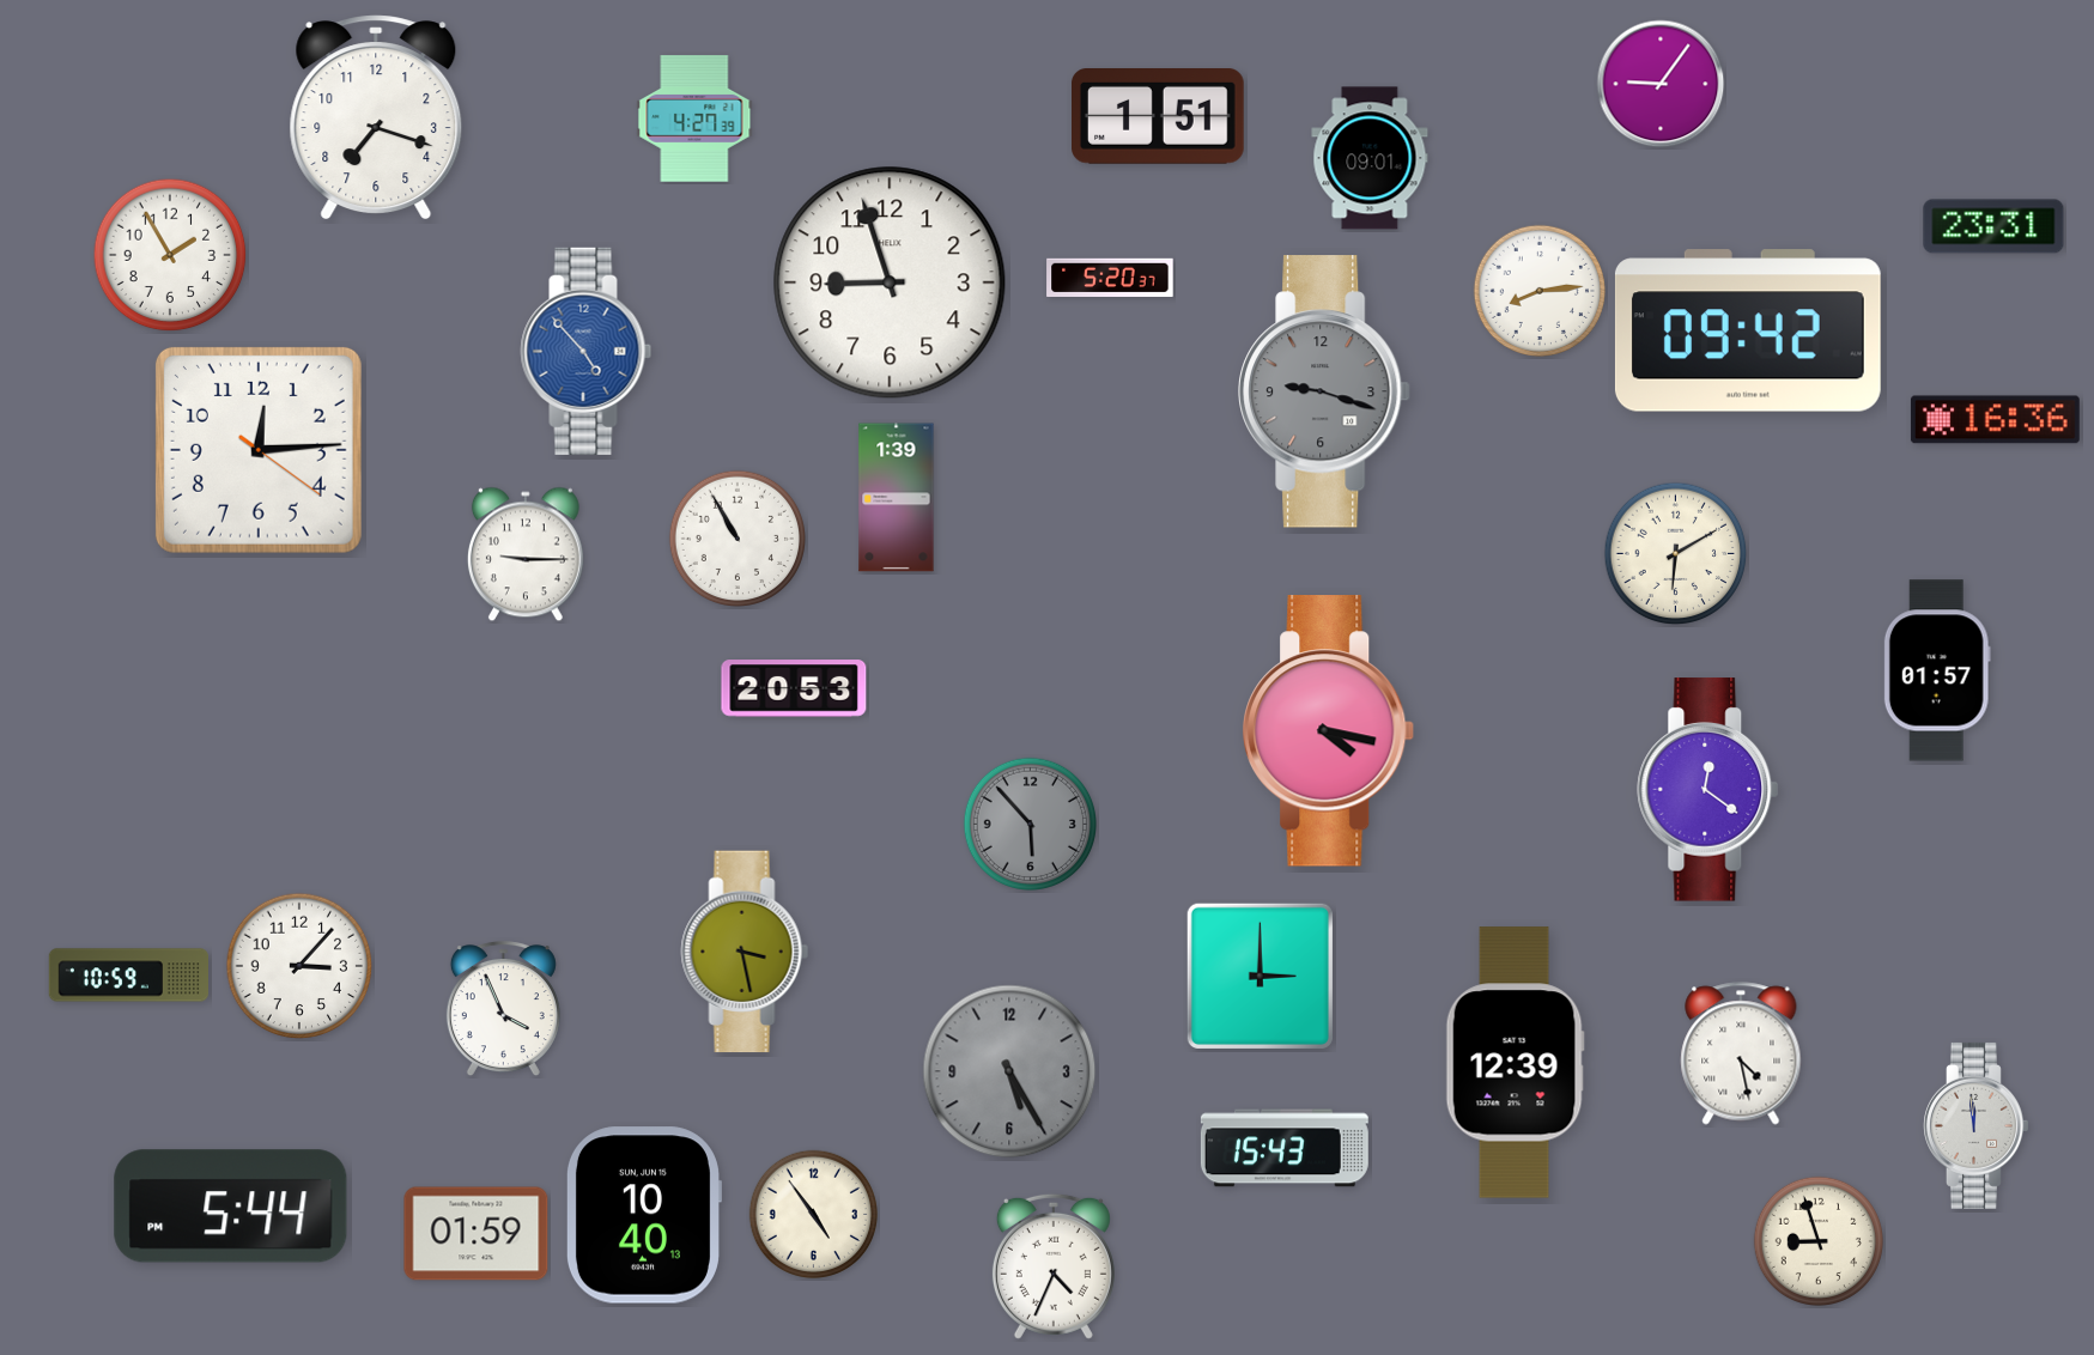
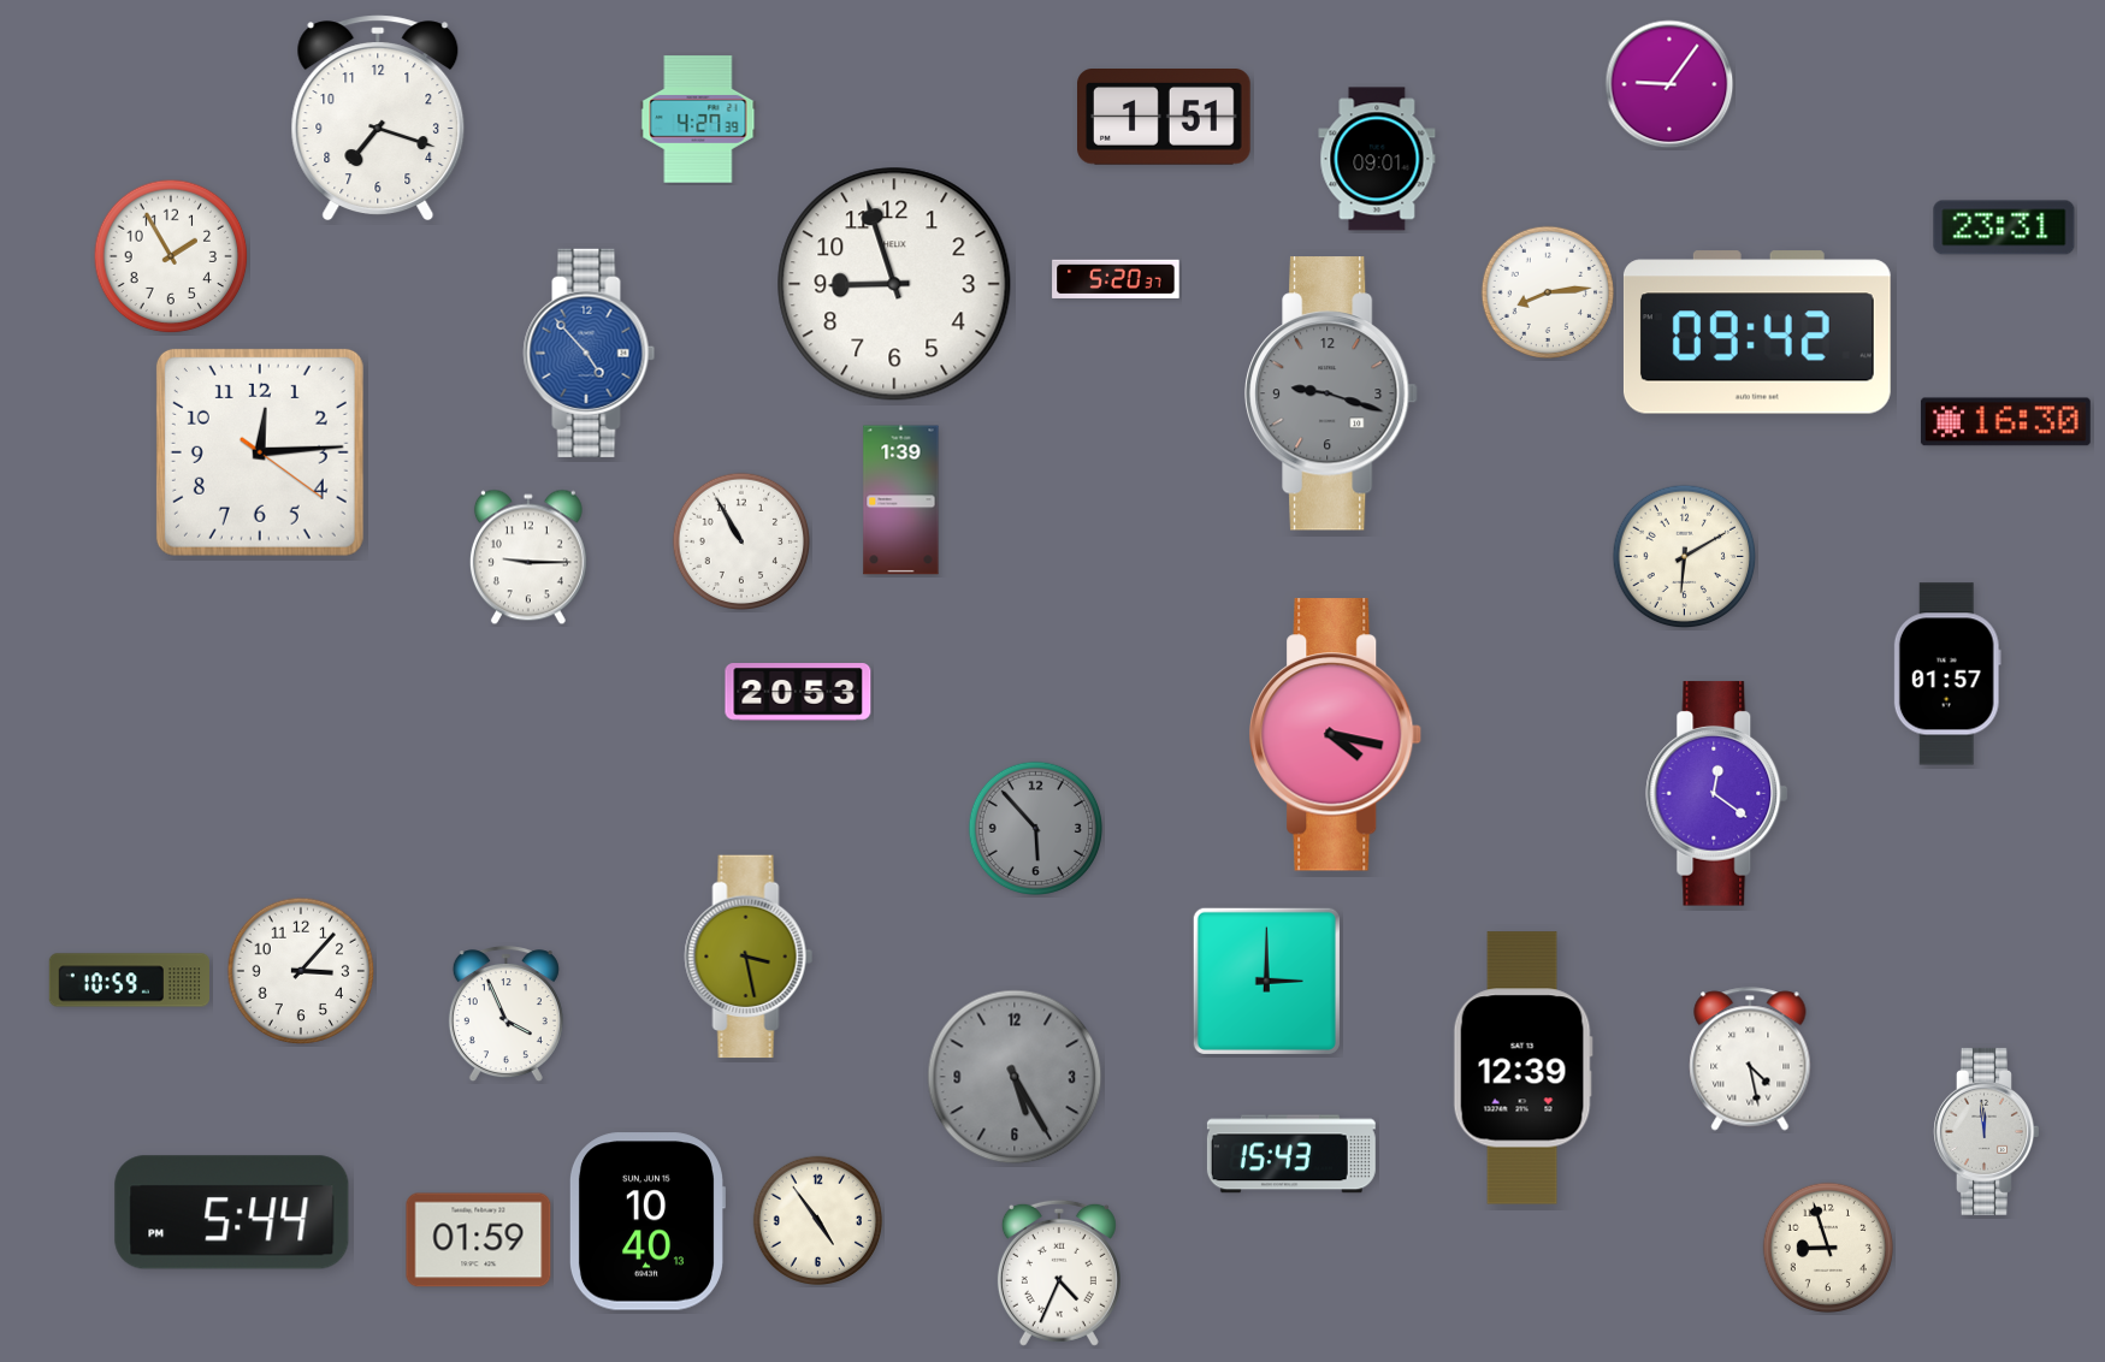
clock at (1995, 420): 16:36 -> 16:30
